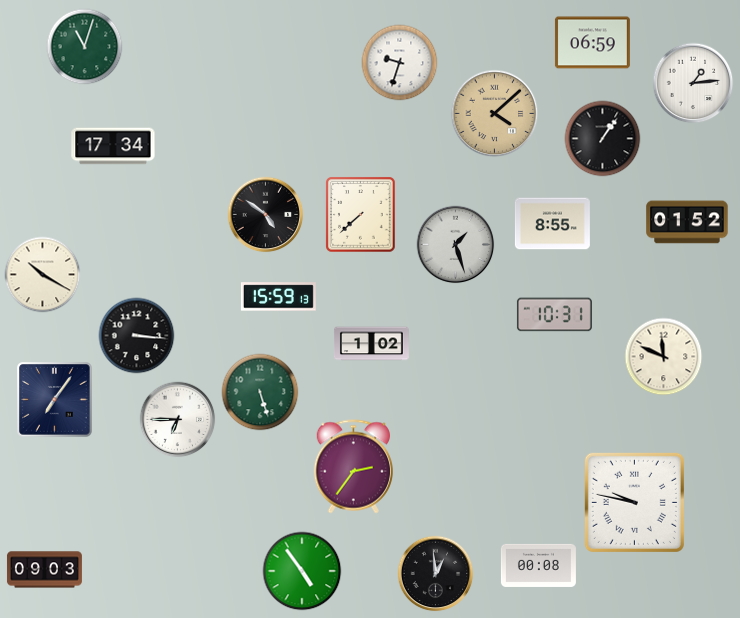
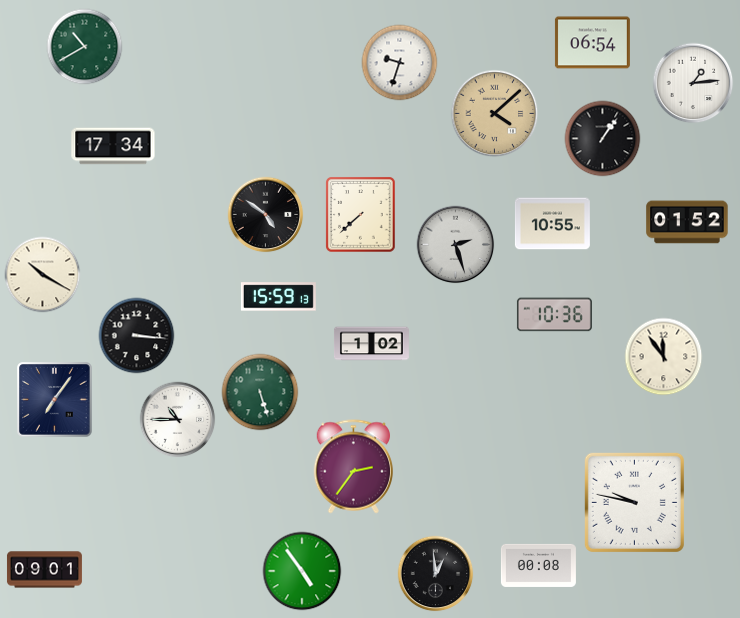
clock at (592, 43): 06:59 -> 06:54
clock at (85, 47): 11:03 -> 10:40
clock at (552, 224): 8:55 -> 10:55
clock at (456, 245): 1:27 -> 2:27
clock at (554, 315): 10:31 -> 10:36
clock at (664, 357): 11:49 -> 11:54
clock at (178, 420): 6:45 -> 10:45
clock at (44, 570): 09:03 -> 09:01
